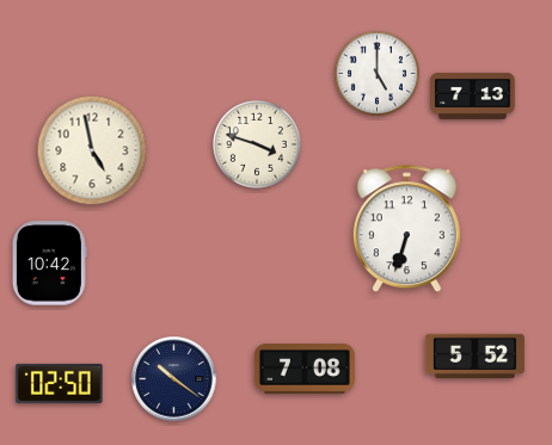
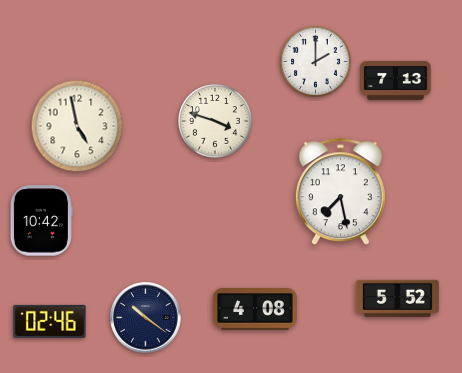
clock at (376, 73): 5:00 -> 2:00
clock at (406, 229): 6:33 -> 7:28
clock at (305, 370): 7:08 -> 4:08
clock at (60, 383): 02:50 -> 02:46
